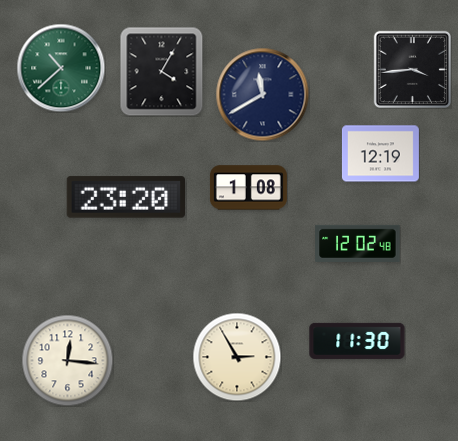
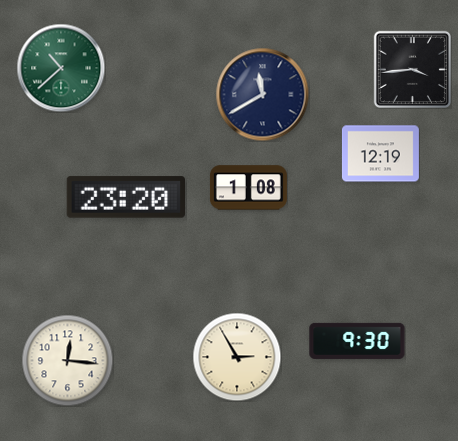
clock at (162, 71): 4:05 -> none
clock at (358, 243): 12:02 -> none
clock at (357, 341): 11:30 -> 9:30
